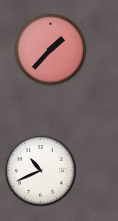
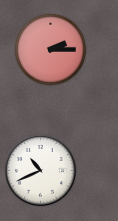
clock at (50, 49): 1:37 -> 2:15
